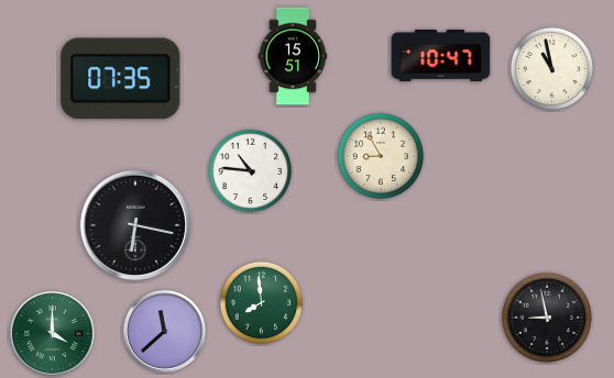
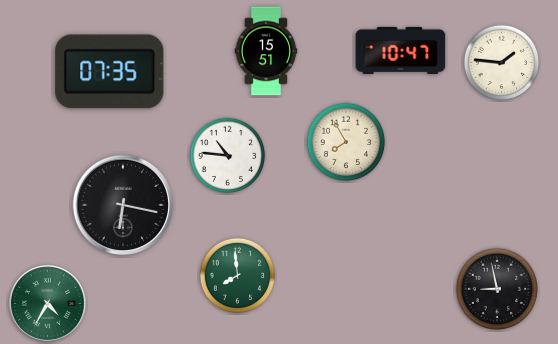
clock at (552, 69): 10:58 -> 1:46
clock at (381, 156): 8:55 -> 7:55
clock at (164, 331): 11:38 -> none
clock at (52, 333): 4:00 -> 4:35
